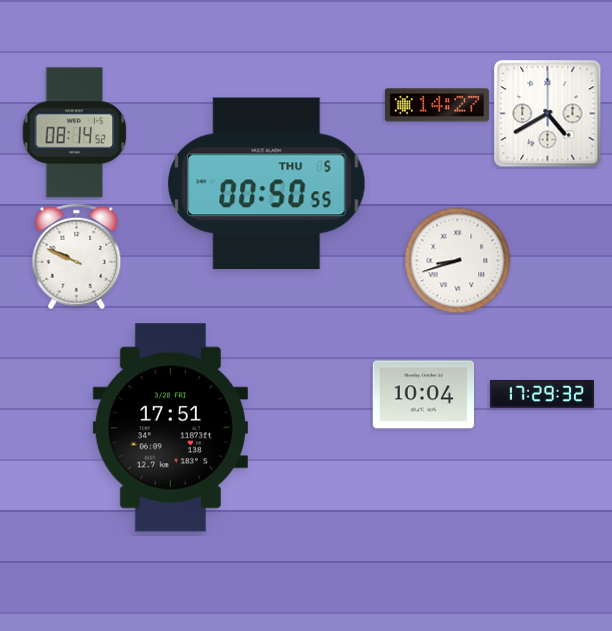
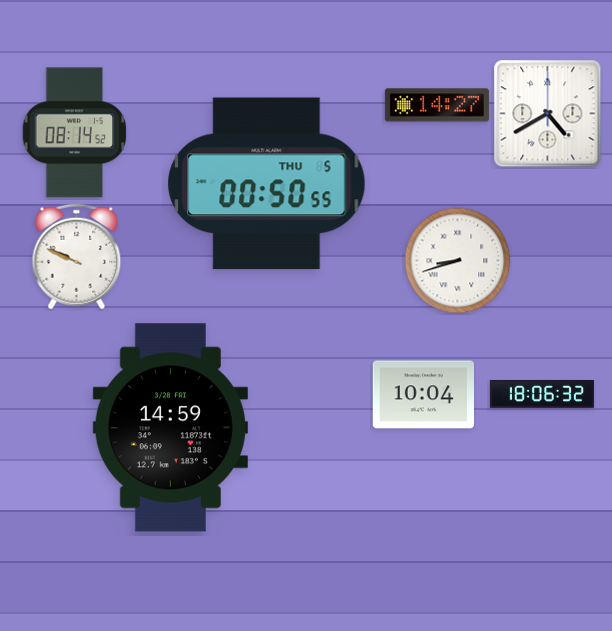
clock at (542, 394): 17:29 -> 18:06
clock at (170, 428): 17:51 -> 14:59
